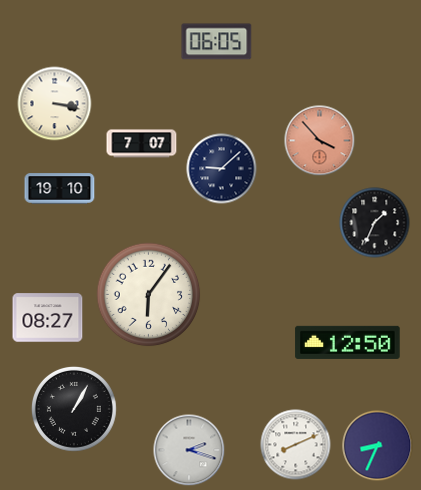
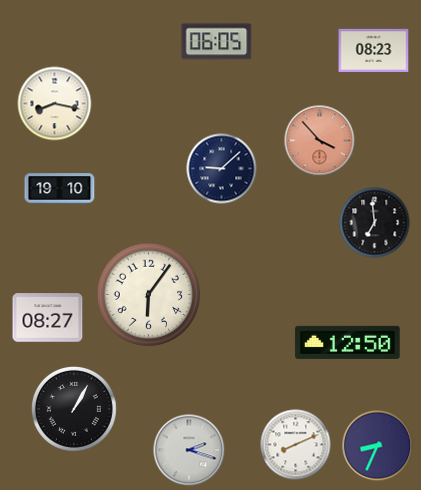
clock at (374, 50): none -> 08:23
clock at (55, 104): 3:17 -> 8:17
clock at (142, 144): 7:07 -> none
clock at (375, 223): 1:34 -> 6:59
